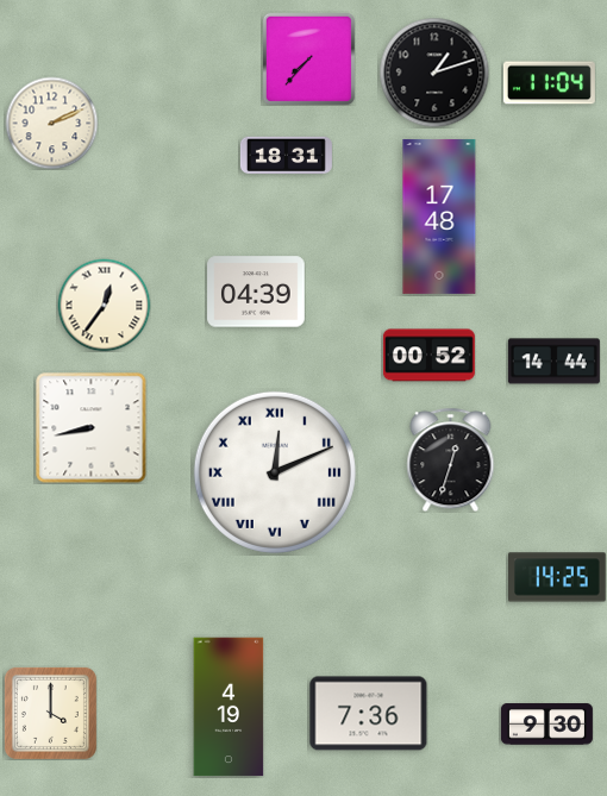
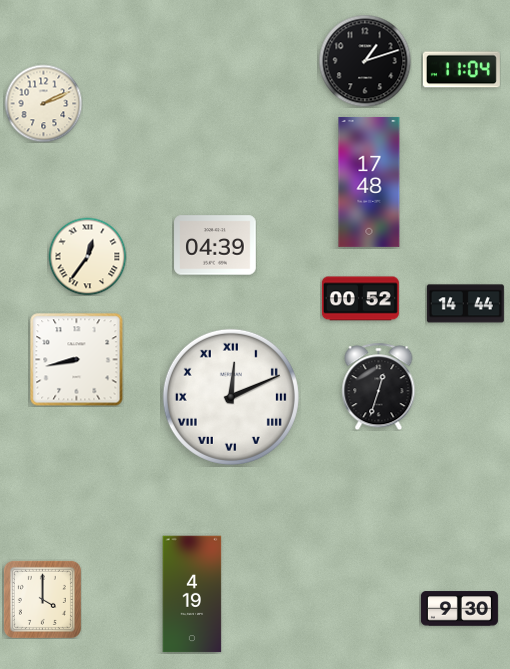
clock at (308, 58): 7:37 -> none
clock at (286, 156): 18:31 -> none
clock at (558, 577): 14:25 -> none
clock at (369, 714): 7:36 -> none
